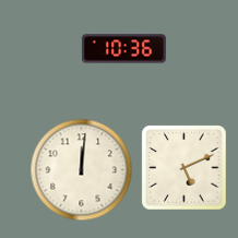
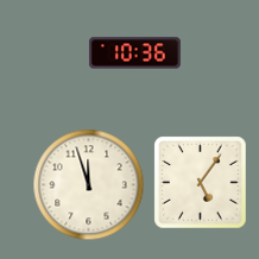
clock at (183, 167): 5:11 -> 5:06
clock at (81, 169): 12:01 -> 11:57
